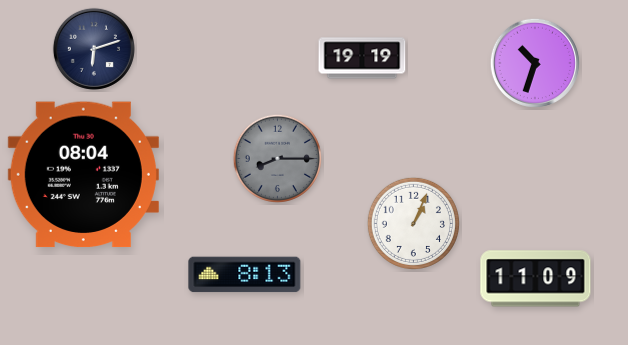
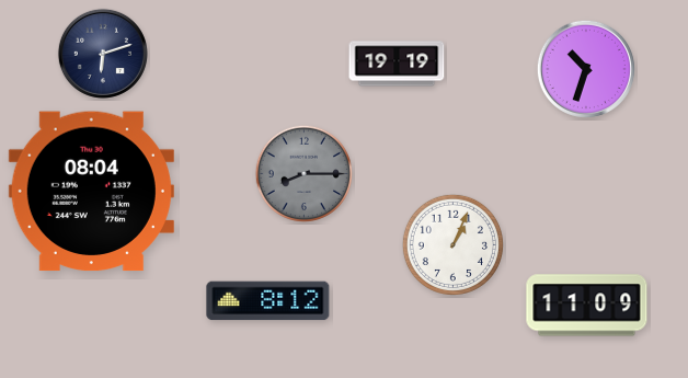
clock at (245, 275): 8:13 -> 8:12
